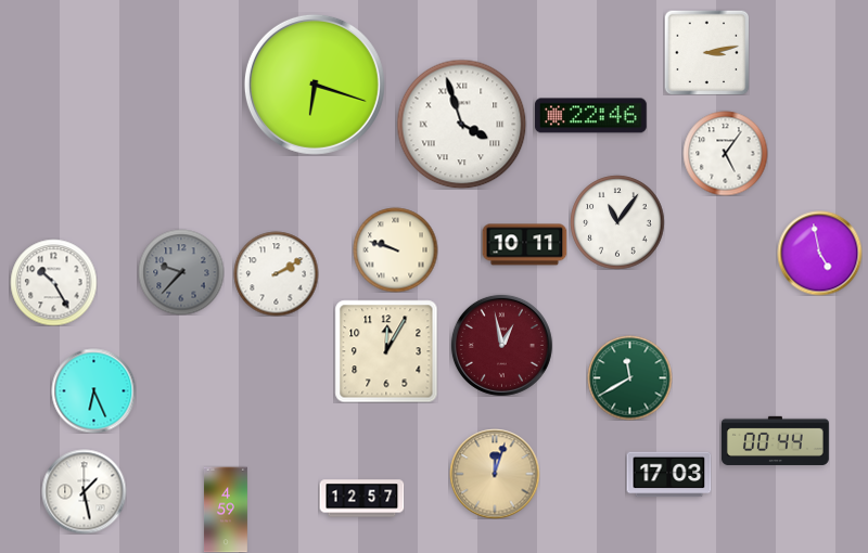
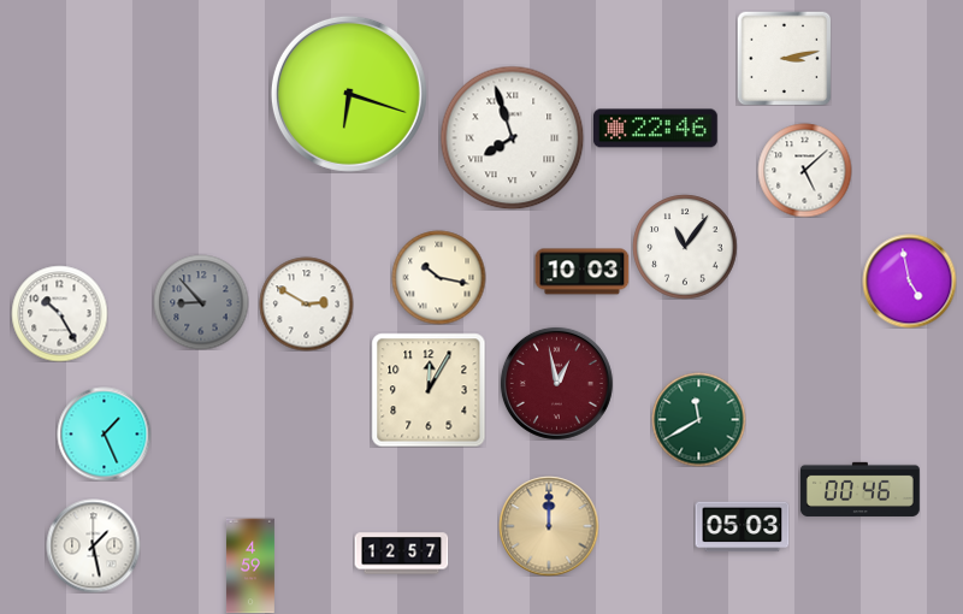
clock at (461, 124): 3:57 -> 7:57
clock at (725, 153): 5:06 -> 5:08
clock at (524, 245): 10:11 -> 10:03
clock at (395, 249): 9:48 -> 10:17
clock at (181, 272): 9:37 -> 8:53
clock at (276, 273): 2:10 -> 2:50
clock at (93, 390): 6:26 -> 1:26
clock at (775, 440): 00:44 -> 00:46
clock at (495, 474): 12:03 -> 12:00
clock at (668, 475): 17:03 -> 05:03
